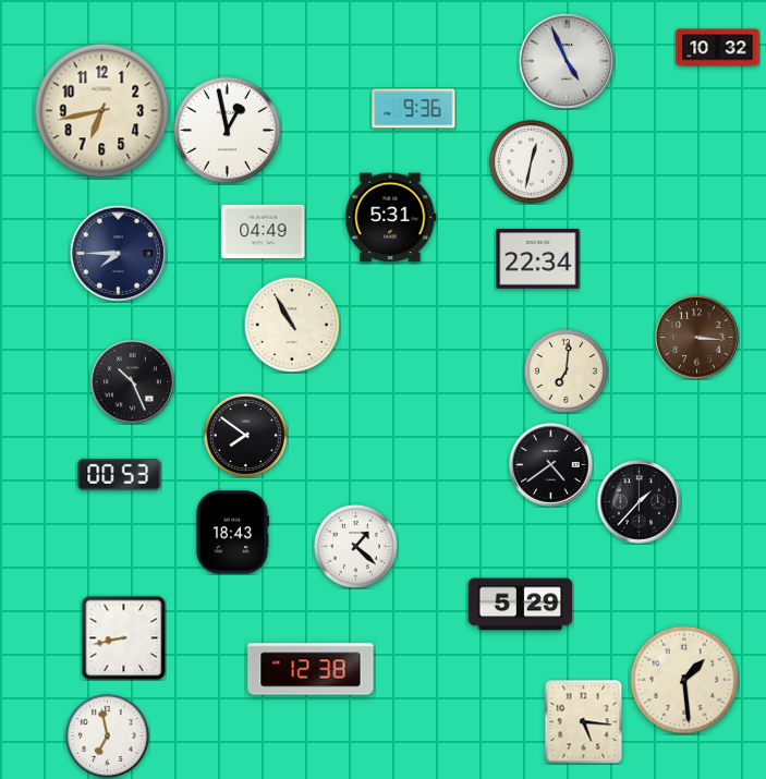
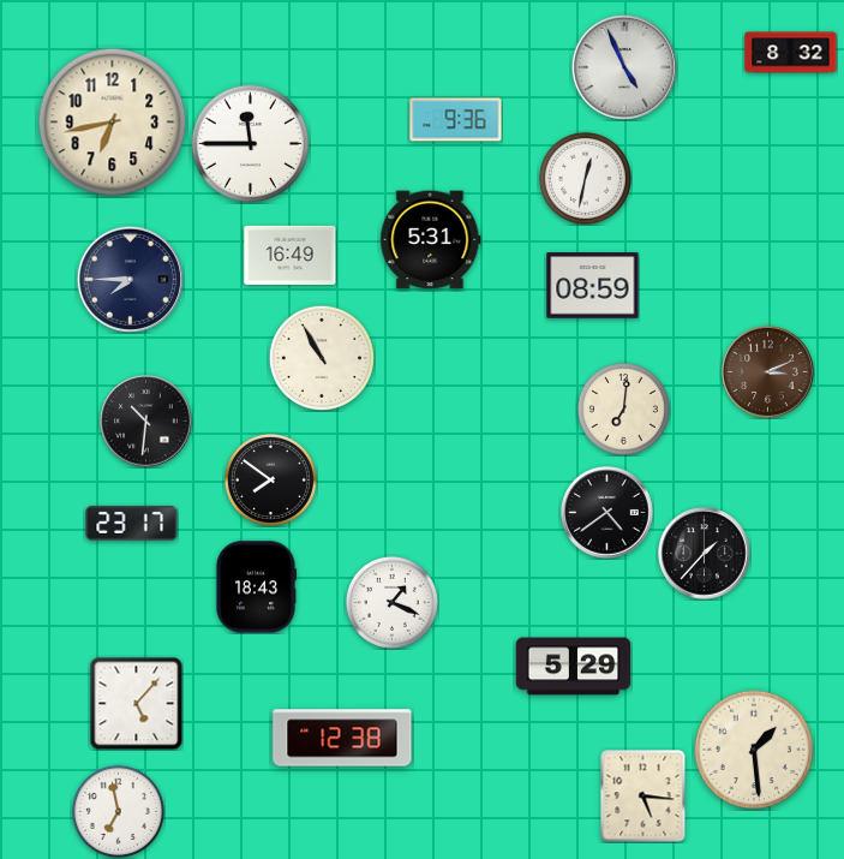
clock at (718, 48): 10:32 -> 8:32
clock at (228, 131): 12:58 -> 11:45
clock at (264, 231): 04:49 -> 16:49
clock at (538, 259): 22:34 -> 08:59
clock at (697, 338): 3:16 -> 3:11
clock at (133, 382): 10:26 -> 10:31
clock at (120, 474): 00:53 -> 23:17
clock at (355, 546): 1:22 -> 1:19
clock at (123, 637): 8:43 -> 5:07
